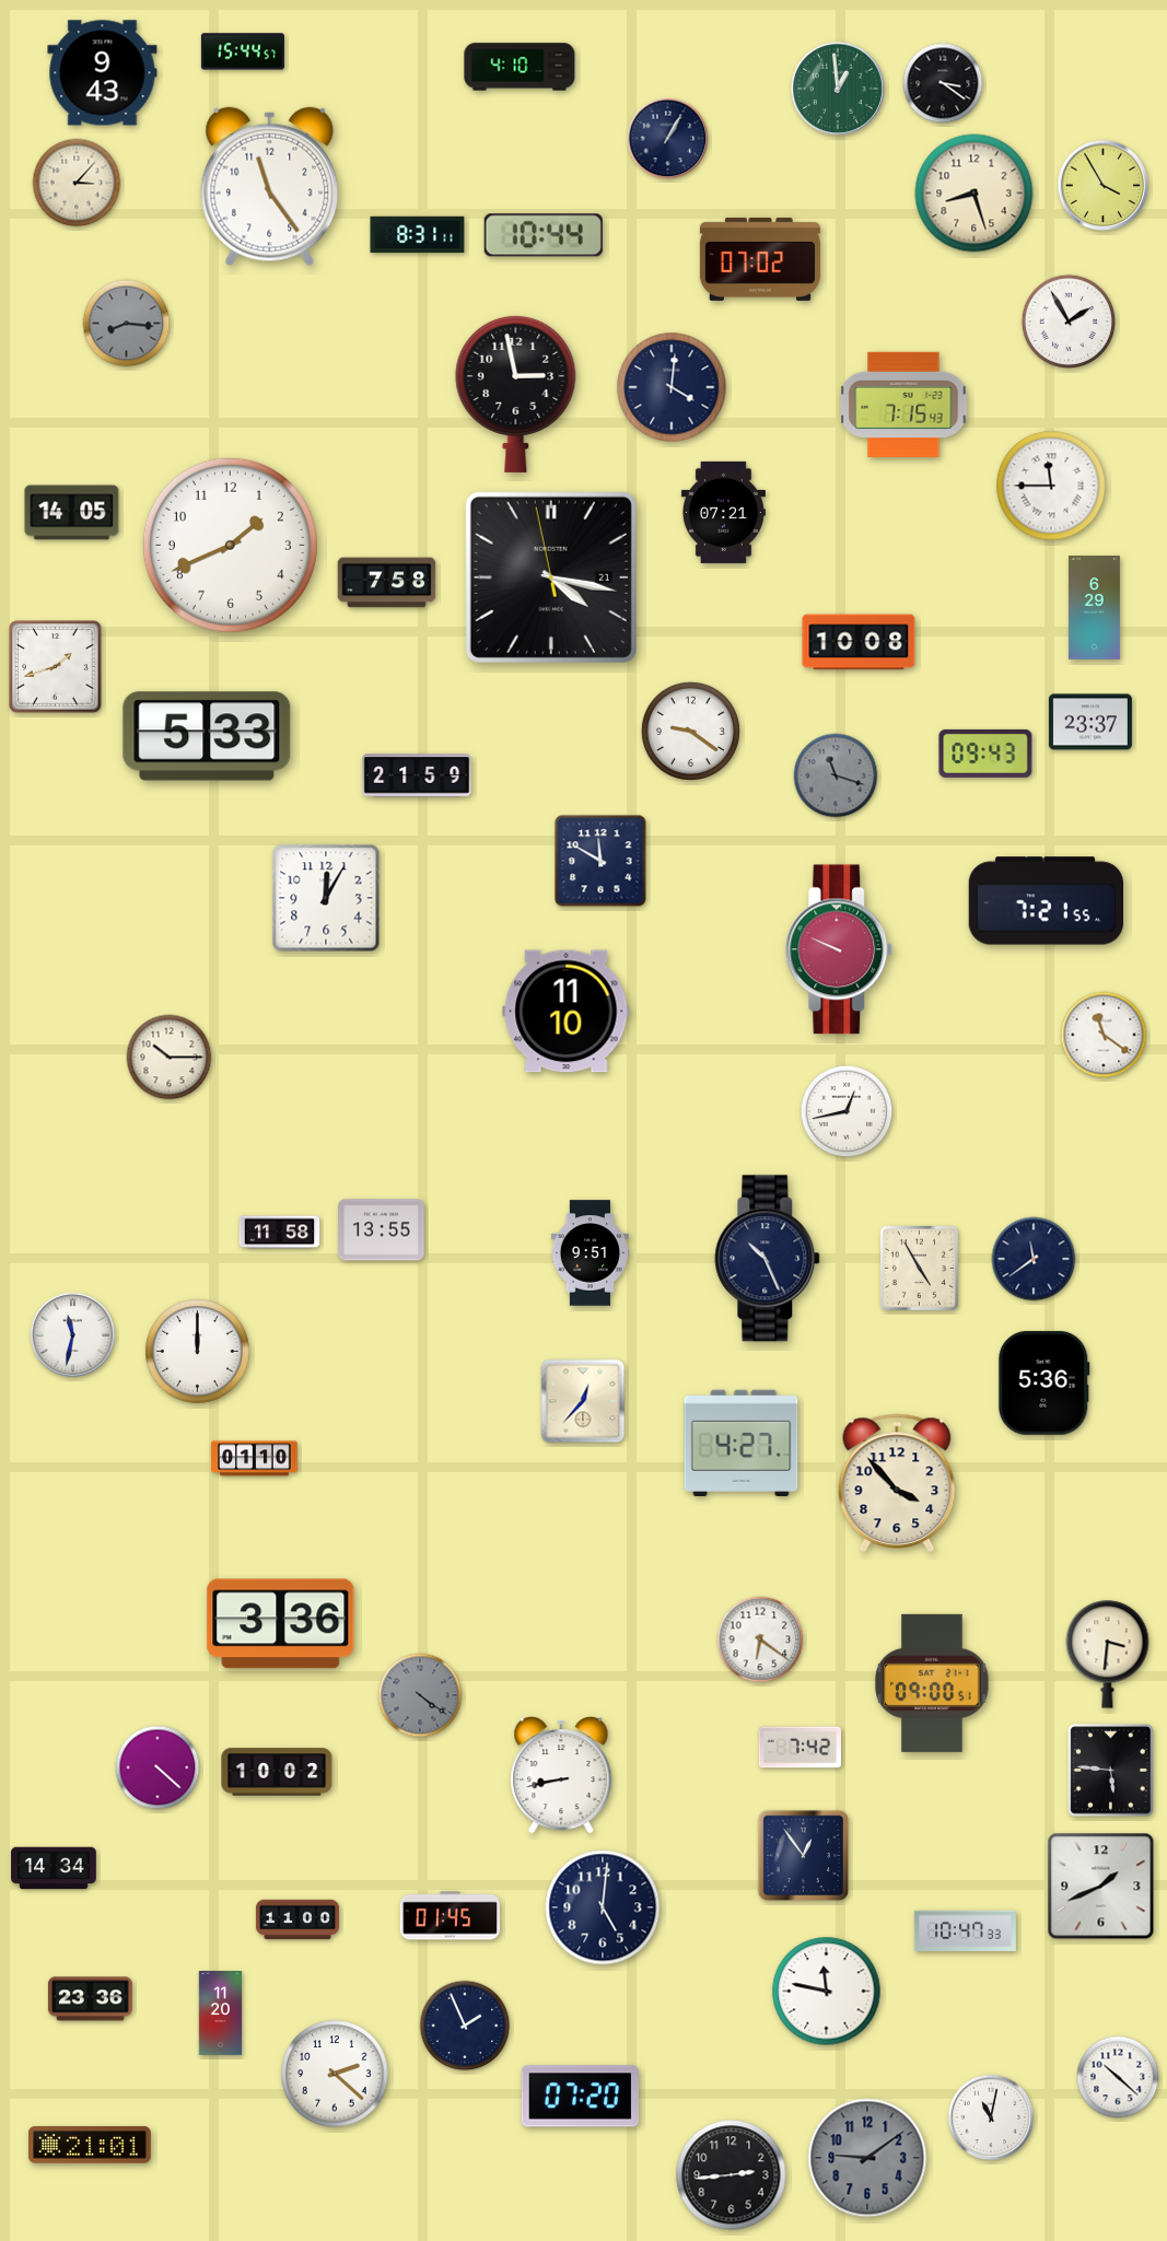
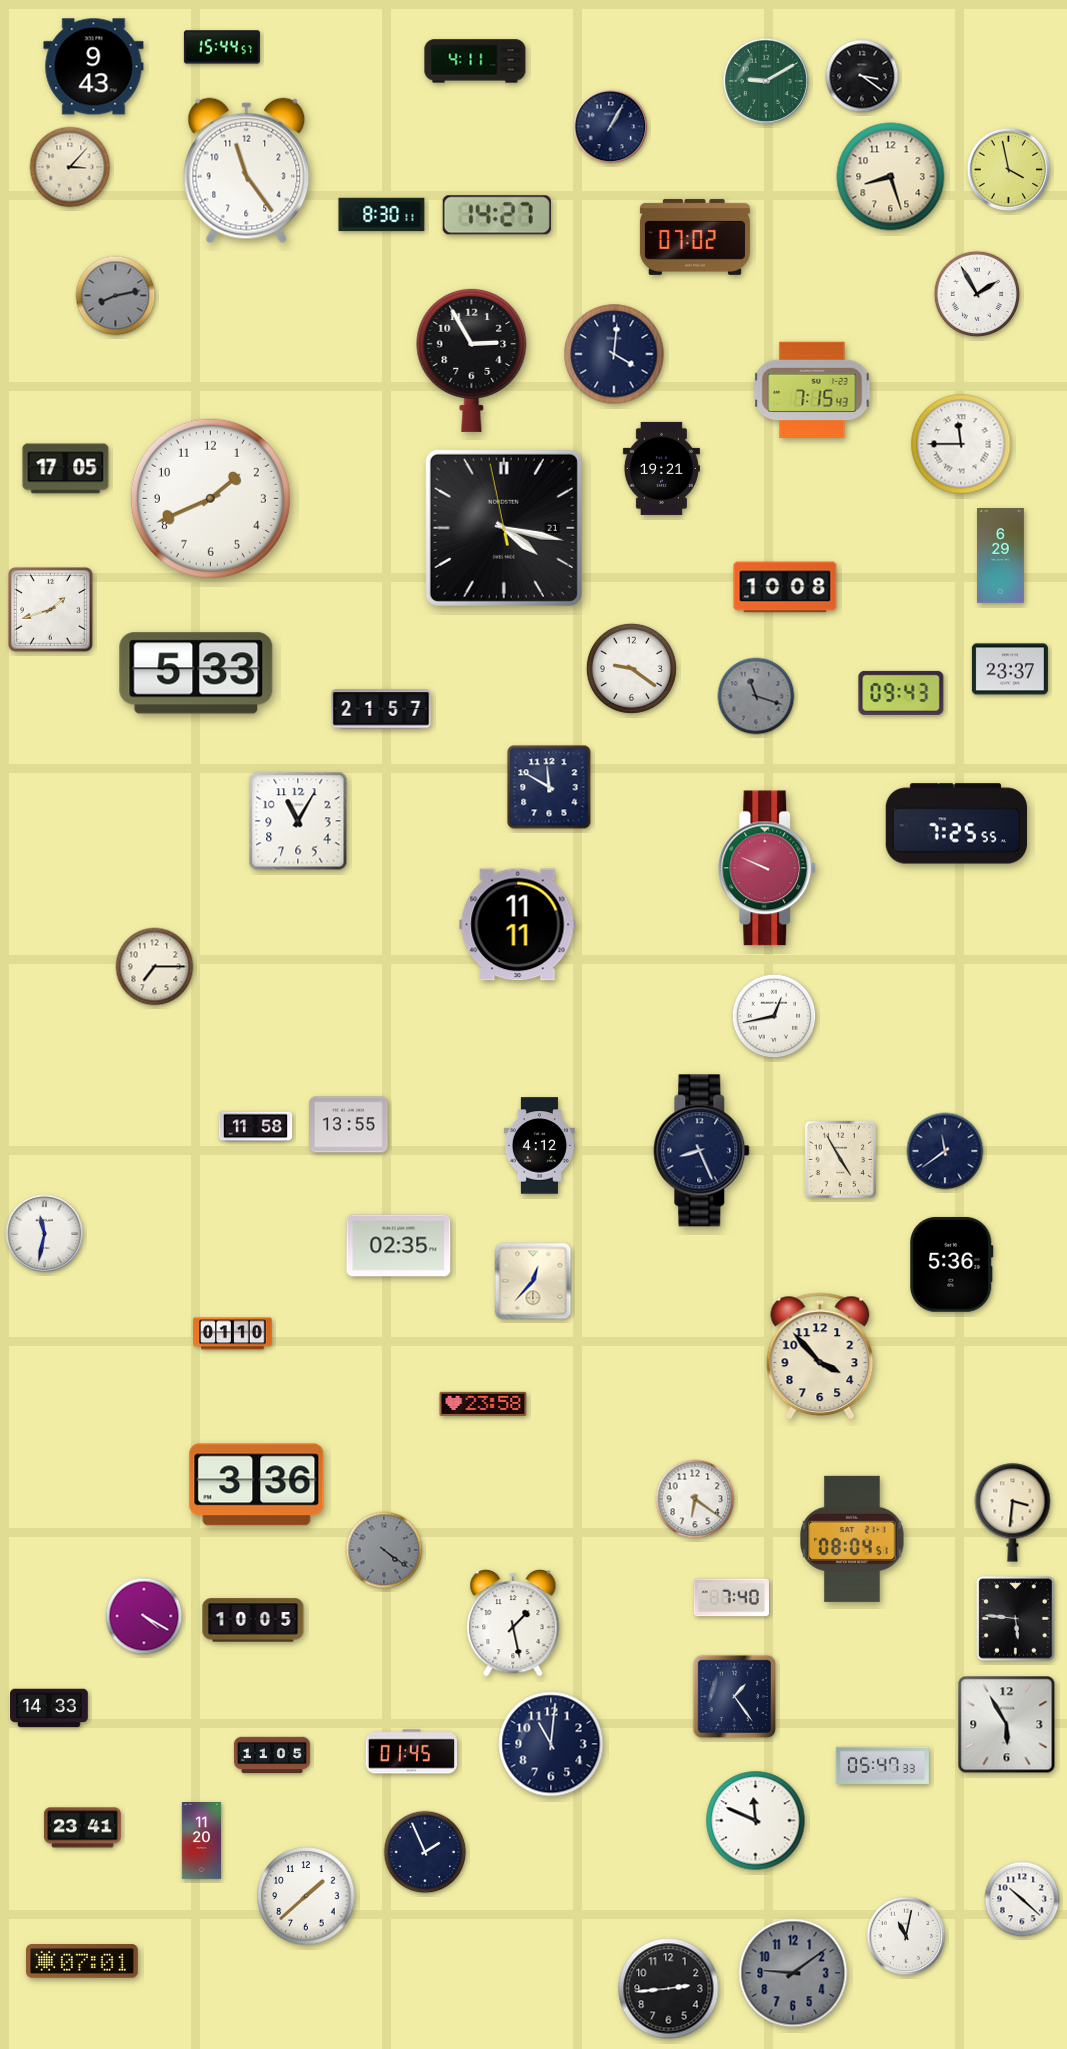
clock at (520, 67): 4:10 -> 4:11
clock at (838, 89): 12:59 -> 9:10
clock at (1104, 186): 3:55 -> 3:58
clock at (418, 235): 8:31 -> 8:30
clock at (544, 235): 10:44 -> 14:27
clock at (127, 324): 8:16 -> 8:13
clock at (516, 394): 2:58 -> 2:55
clock at (903, 404) position: (903, 404) -> (812, 389)
clock at (723, 512): 07:21 -> 19:21
clock at (72, 513): 14:05 -> 17:05
clock at (387, 583): 7:58 -> none
clock at (1090, 722) position: (1090, 722) -> (1010, 669)
clock at (207, 736) position: (207, 736) -> (196, 673)
clock at (985, 754) position: (985, 754) -> (901, 693)
clock at (417, 775): 21:59 -> 21:57
clock at (836, 775) position: (836, 775) -> (756, 696)
clock at (326, 898): 12:05 -> 11:05
clock at (1046, 901): 7:21 -> 7:25
clock at (567, 1012): 11:10 -> 11:11
clock at (1104, 1035): 11:21 -> none
clock at (170, 1058): 10:15 -> 7:15
clock at (590, 1253): 9:51 -> 4:12
clock at (768, 1259): 10:26 -> 8:26
clock at (73, 1335) position: (73, 1335) -> (45, 1234)
clock at (198, 1352): 12:00 -> none
clock at (399, 1246): none -> 02:35
clock at (1045, 1382) position: (1045, 1382) -> (952, 1264)
clock at (742, 1443): 4:27 -> none
clock at (483, 1404): none -> 23:58
clock at (932, 1683): 09:00 -> 08:04
clock at (800, 1748): 7:42 -> 7:40
clock at (157, 1767): 4:22 -> 4:20
clock at (277, 1772): 10:02 -> 10:05
clock at (561, 1775): 8:43 -> 1:28
clock at (804, 1856): 12:54 -> 1:24
clock at (54, 1868): 14:34 -> 14:33
clock at (1101, 1887): 1:41 -> 5:55
clock at (603, 1907): 5:01 -> 11:01
clock at (297, 1919): 11:00 -> 11:05
clock at (965, 1930): 10:47 -> 05:47
clock at (827, 1992): 11:47 -> 11:49
clock at (90, 1999): 23:36 -> 23:41
clock at (335, 2074): 2:22 -> 1:38
clock at (580, 2097): 07:20 -> none
clock at (91, 2145): 21:01 -> 07:01
